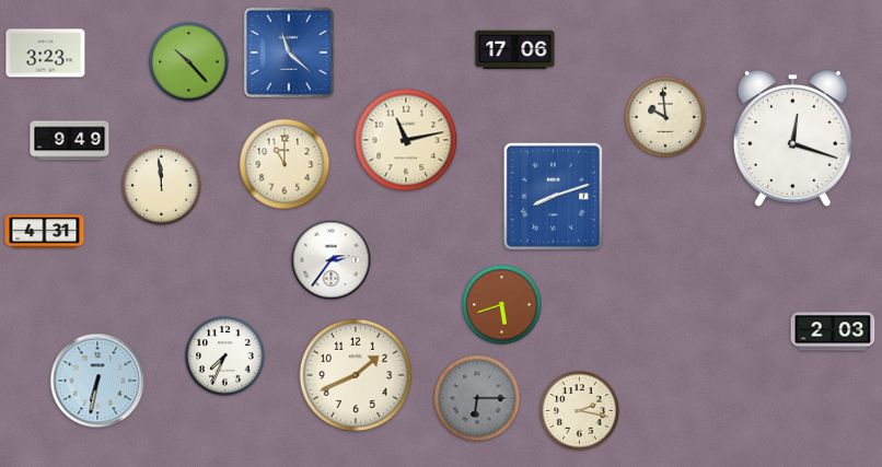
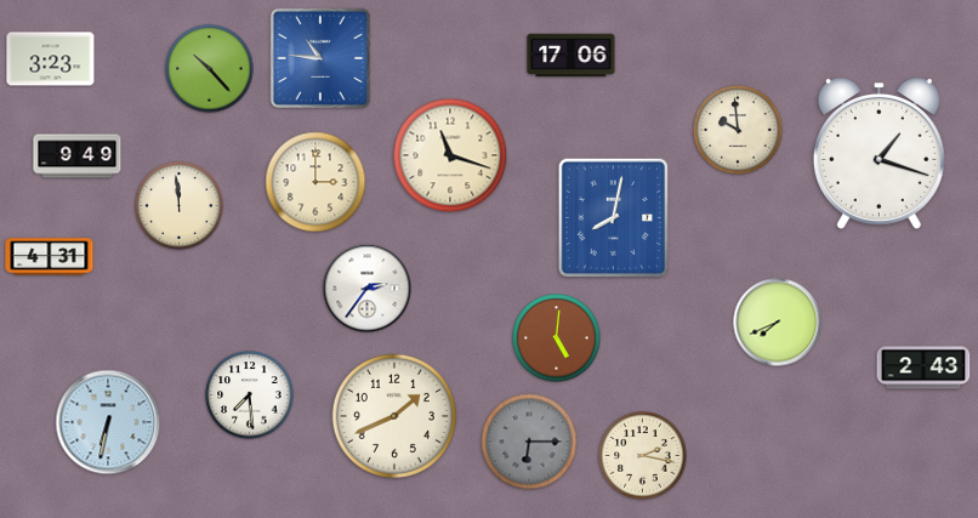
clock at (289, 52): 11:22 -> 10:46
clock at (792, 139): 12:18 -> 1:18
clock at (406, 140): 11:13 -> 11:18
clock at (285, 164): 11:00 -> 3:00
clock at (553, 196): 8:12 -> 8:02
clock at (778, 323): none -> 7:41
clock at (502, 305): 5:42 -> 5:01
clock at (833, 331): 2:03 -> 2:43
clock at (225, 357): 7:34 -> 7:29
